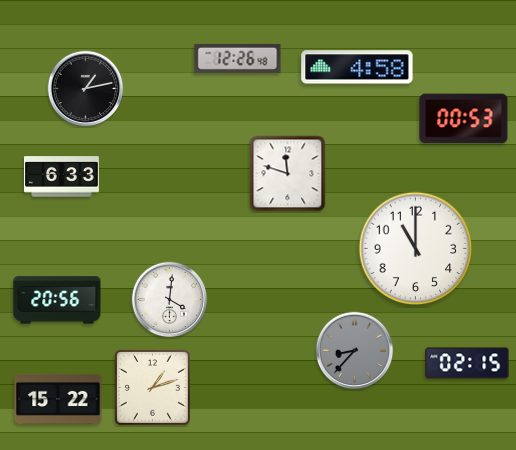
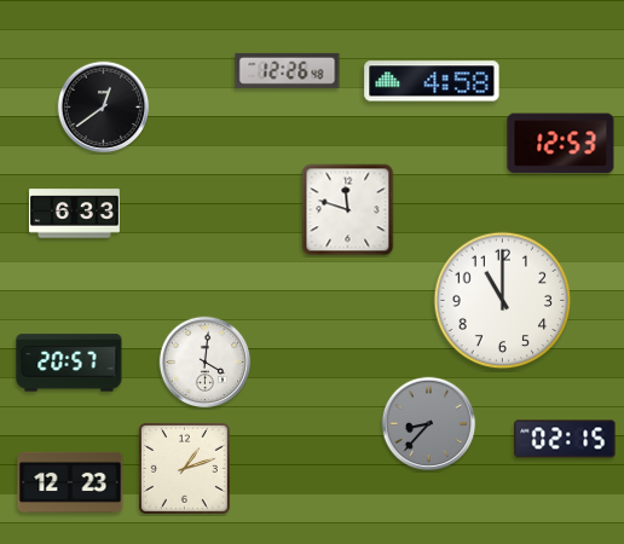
clock at (86, 89): 1:13 -> 12:39
clock at (464, 119): 00:53 -> 12:53
clock at (57, 300): 20:56 -> 20:57
clock at (58, 399): 15:22 -> 12:23
